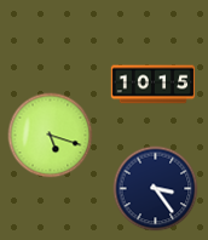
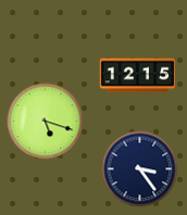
clock at (154, 85): 10:15 -> 12:15
